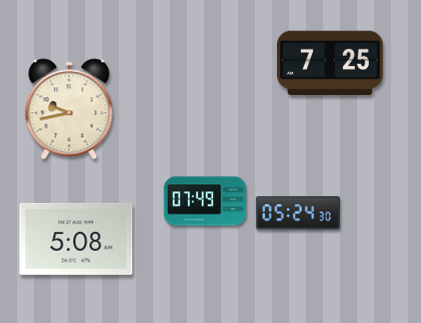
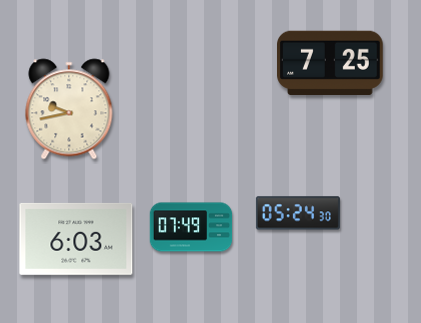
clock at (205, 201) position: (205, 201) -> (191, 227)
clock at (76, 239): 5:08 -> 6:03
